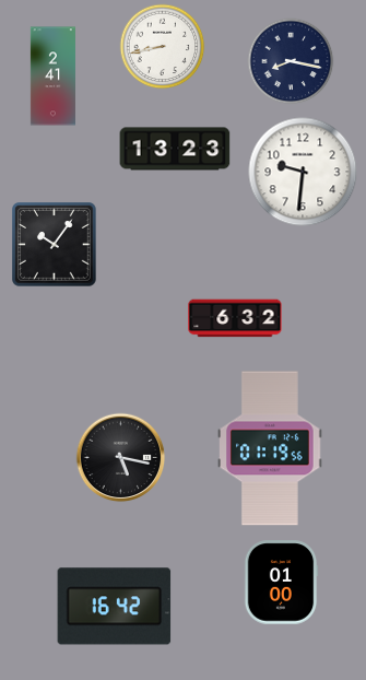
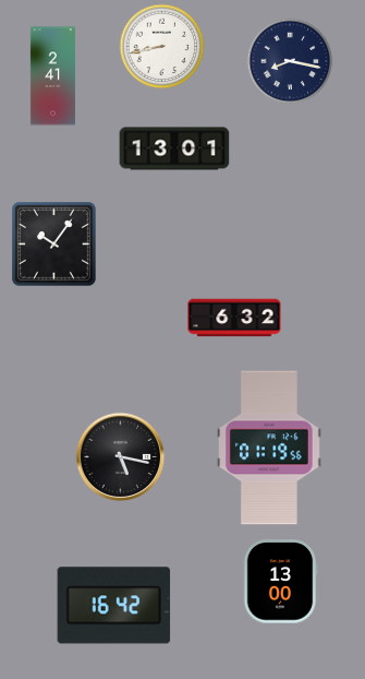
clock at (175, 149): 13:23 -> 13:01
clock at (303, 172): 9:31 -> none
clock at (281, 583): 01:00 -> 13:00
